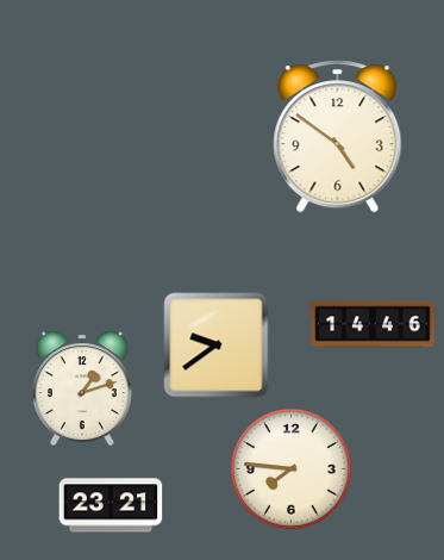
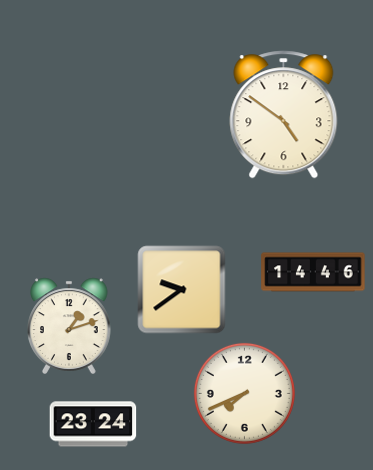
clock at (290, 468): 7:46 -> 7:41
clock at (111, 505): 23:21 -> 23:24
